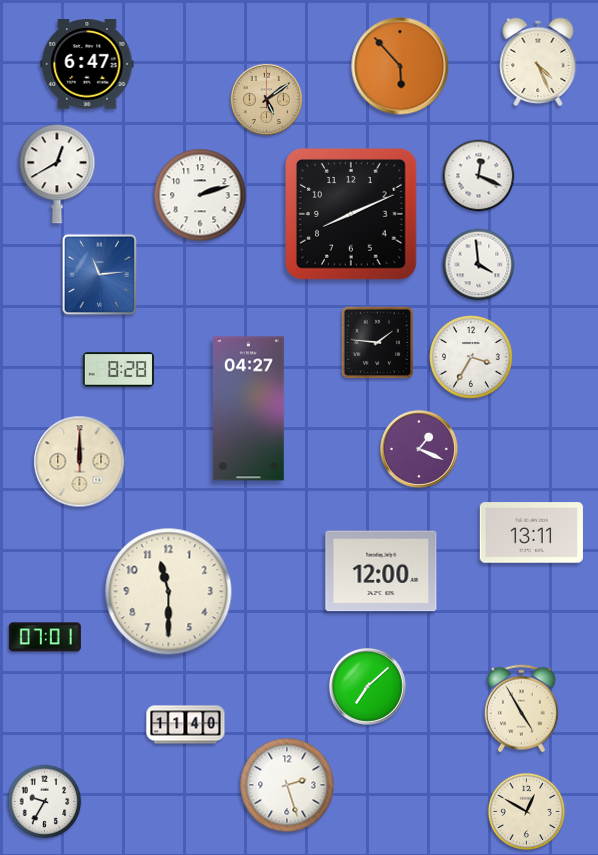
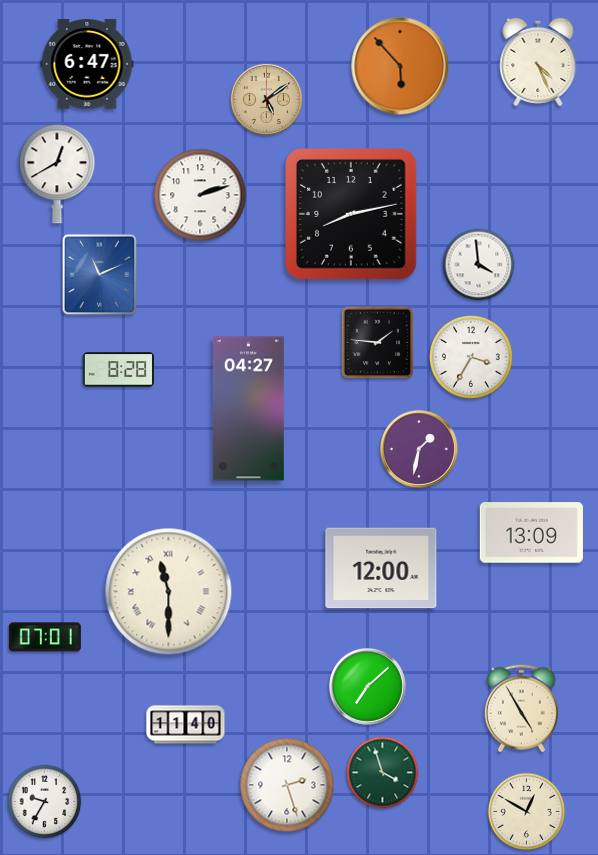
clock at (479, 176): 12:19 -> none
clock at (352, 215): 8:11 -> 8:13
clock at (100, 275): 11:14 -> 11:11
clock at (419, 449): 1:19 -> 1:32
clock at (80, 462): 12:00 -> none
clock at (531, 533): 13:11 -> 13:09
clock at (381, 571) position: (381, 571) -> (381, 568)
clock at (169, 592) numerals: Arabic -> Roman
clock at (383, 773): none -> 3:57
